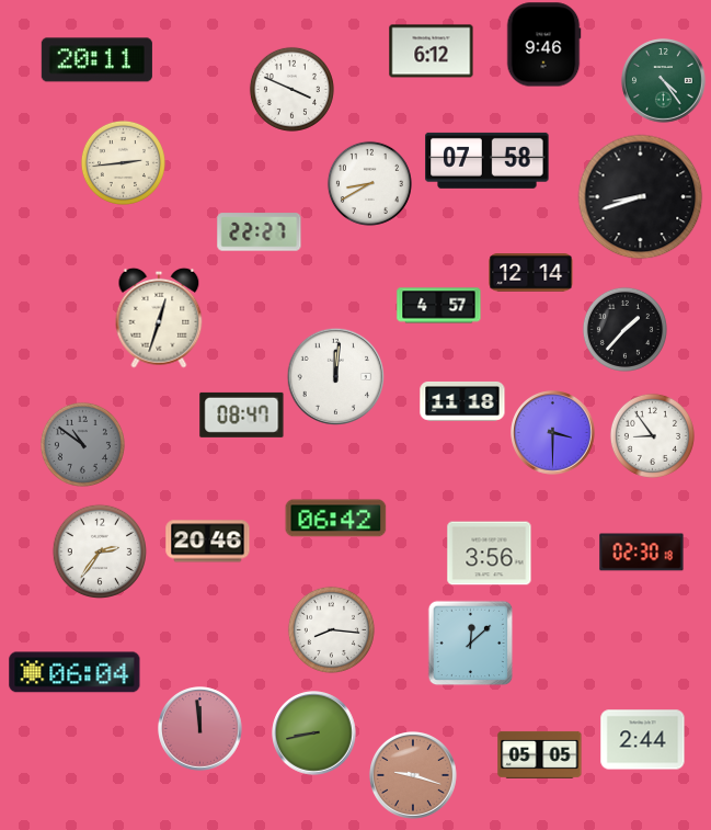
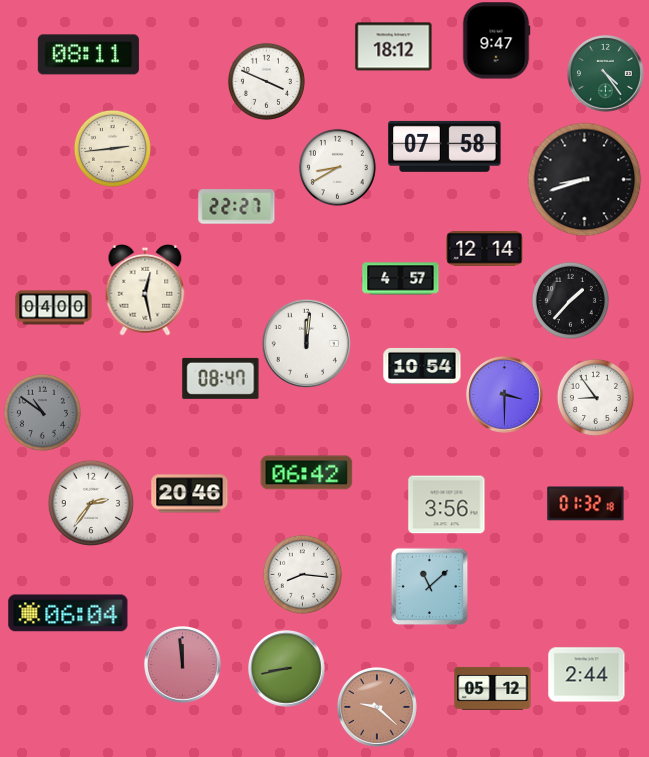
clock at (543, 45): 9:46 -> 9:47
clock at (432, 52): 6:12 -> 18:12
clock at (96, 60): 20:11 -> 08:11
clock at (260, 232) position: (260, 232) -> (237, 207)
clock at (159, 318): 12:33 -> 12:28
clock at (54, 308): none -> 04:00
clock at (462, 401): 11:18 -> 10:54
clock at (82, 444) position: (82, 444) -> (42, 412)
clock at (642, 553): 02:30 -> 01:32
clock at (470, 643): 12:08 -> 11:08
clock at (540, 754): 05:05 -> 05:12
clock at (413, 775): 9:18 -> 9:22
